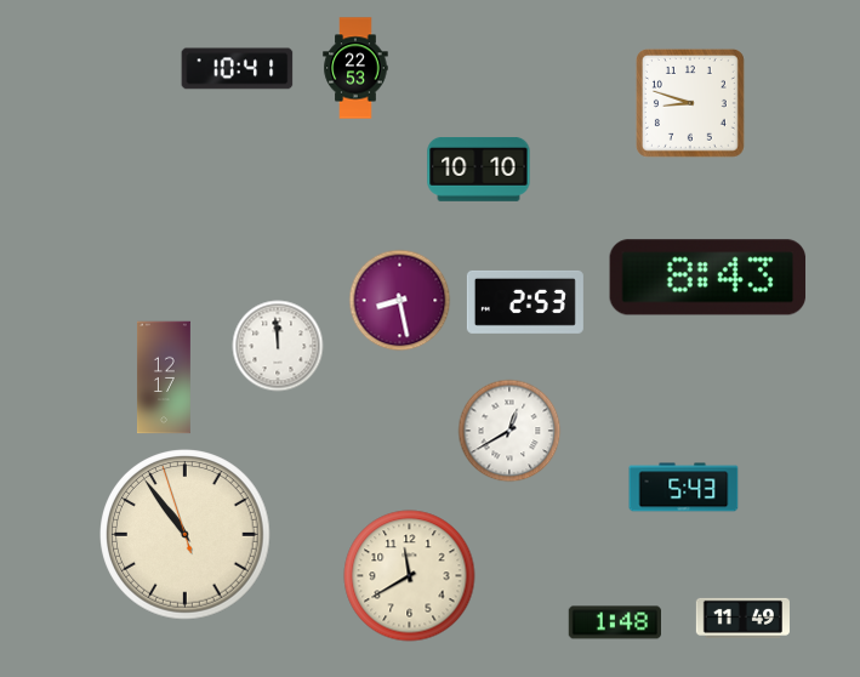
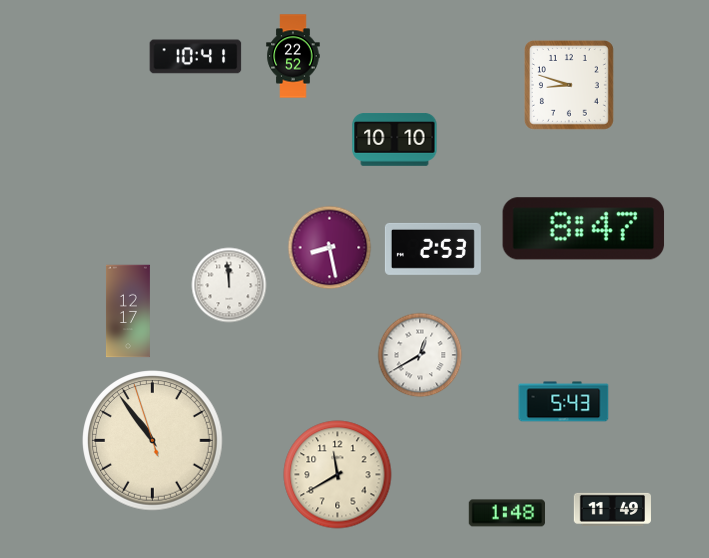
clock at (355, 68): 22:53 -> 22:52
clock at (708, 278): 8:43 -> 8:47
clock at (164, 377) position: (164, 377) -> (128, 311)
